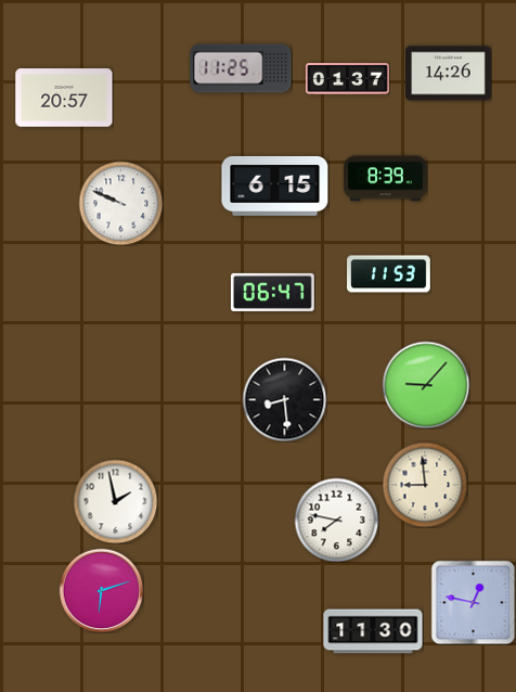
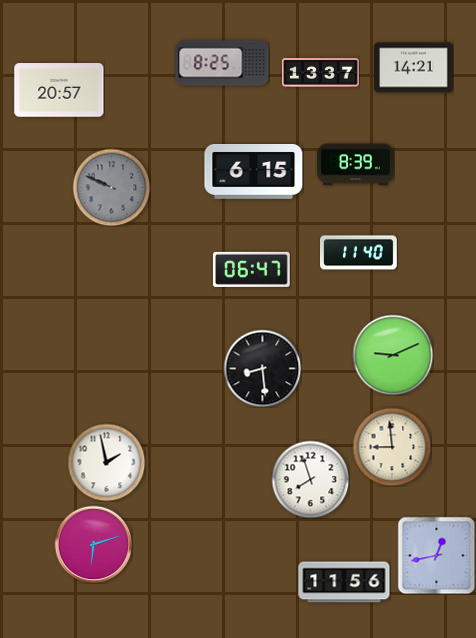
clock at (241, 68): 11:25 -> 8:25
clock at (449, 74): 14:26 -> 14:21
clock at (348, 79): 01:37 -> 13:37
clock at (120, 203) dial: white -> grey
clock at (389, 274): 11:53 -> 11:40
clock at (426, 385): 9:07 -> 9:11
clock at (336, 520): 7:47 -> 7:57
clock at (473, 602): 12:47 -> 12:43
clock at (373, 631): 11:30 -> 11:56
